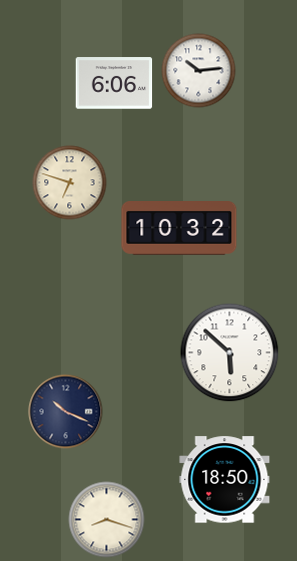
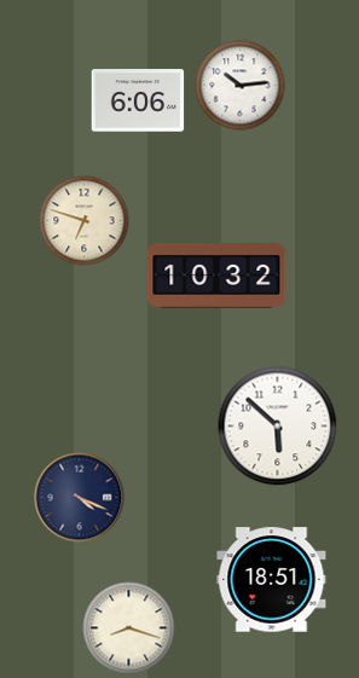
clock at (66, 412): 10:19 -> 4:19
clock at (225, 480): 18:50 -> 18:51
